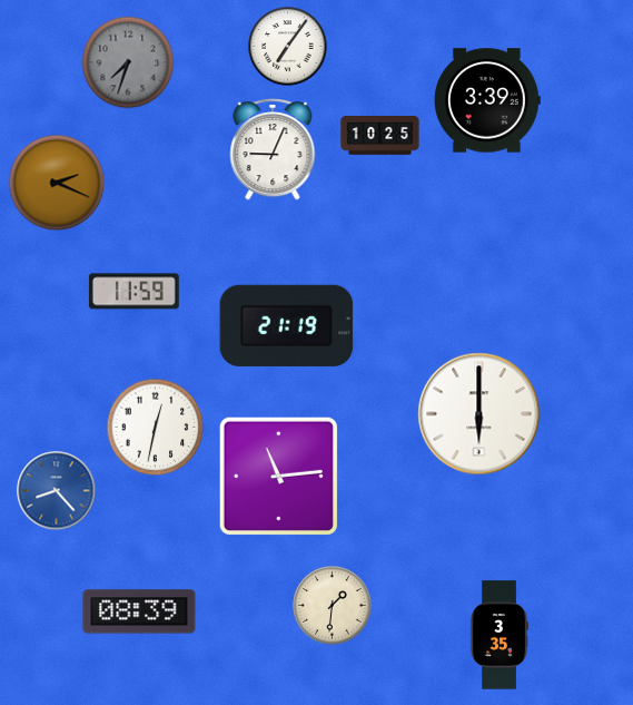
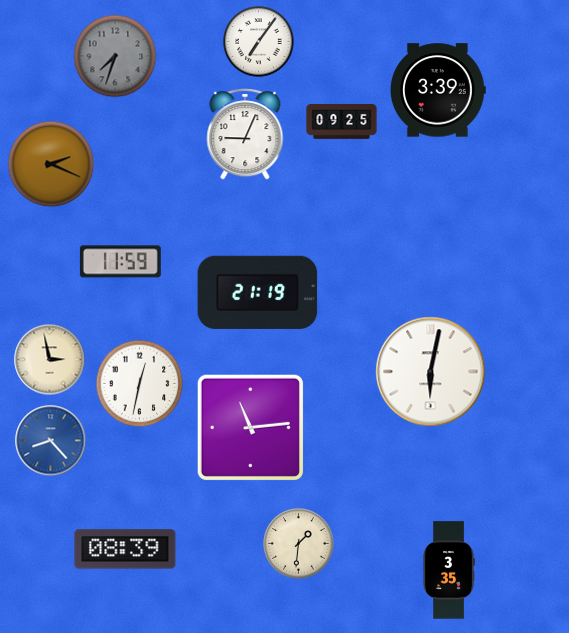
clock at (380, 136): 10:25 -> 09:25
clock at (50, 360): none -> 2:58
clock at (479, 414): 6:00 -> 6:02
